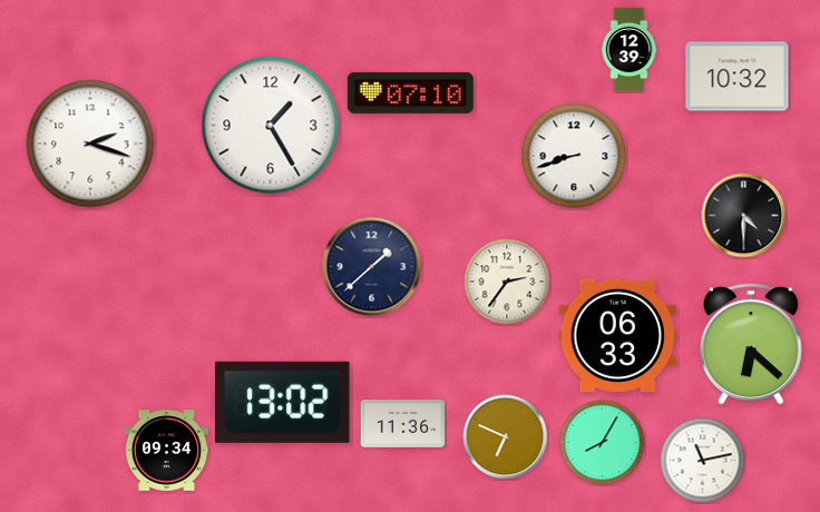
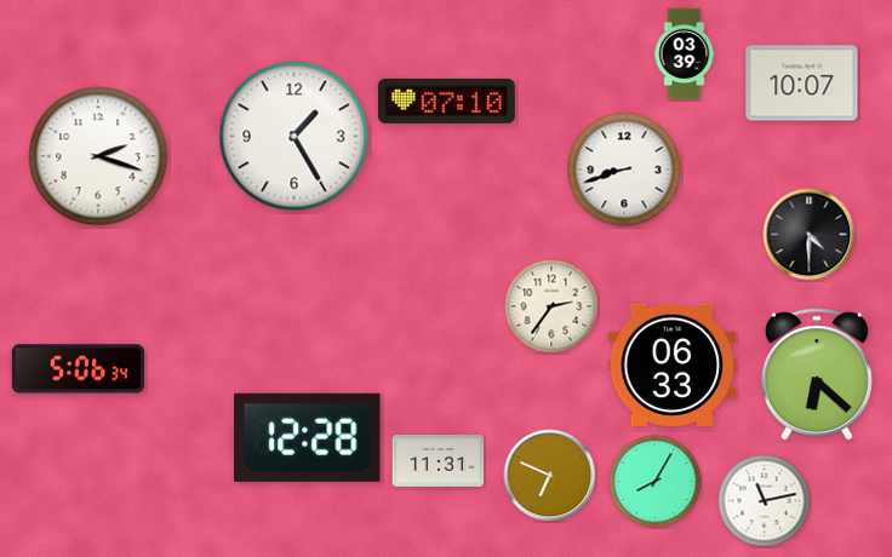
clock at (629, 50): 12:39 -> 03:39
clock at (738, 77): 10:32 -> 10:07
clock at (372, 267): 1:38 -> none
clock at (78, 369): none -> 5:06
clock at (283, 402): 13:02 -> 12:28
clock at (403, 424): 11:36 -> 11:31
clock at (167, 451): 09:34 -> none
